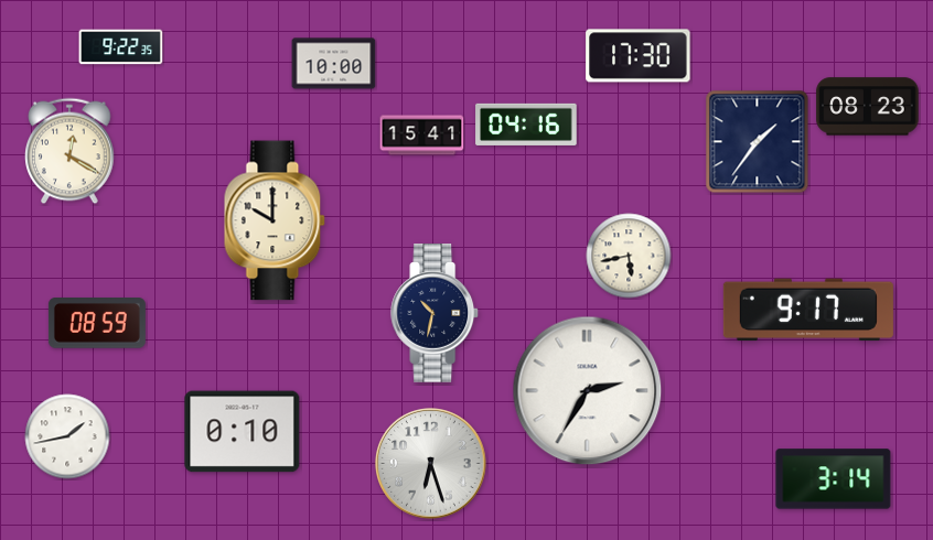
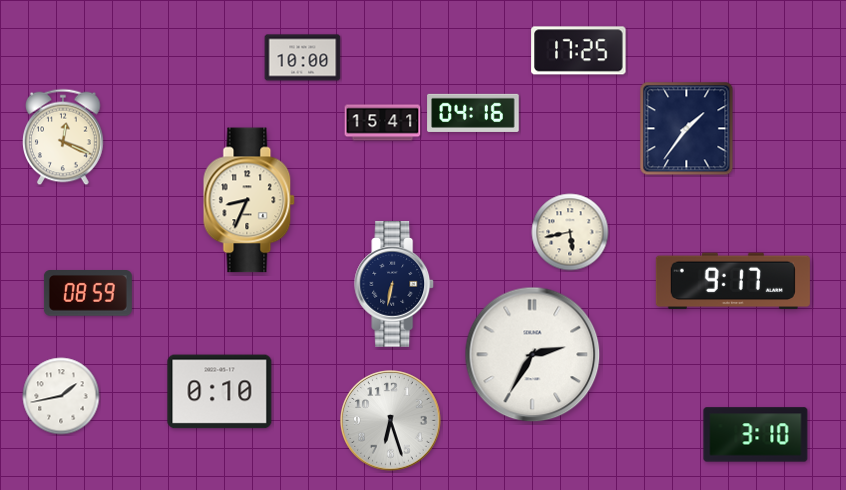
clock at (121, 47): 9:22 -> none
clock at (639, 56): 17:30 -> 17:25
clock at (868, 107): 08:23 -> none
clock at (526, 125) position: (526, 125) -> (473, 113)
clock at (69, 151): 12:20 -> 12:19
clock at (275, 220): 10:00 -> 8:34
clock at (436, 313): 10:32 -> 6:32
clock at (834, 479): 3:14 -> 3:10
